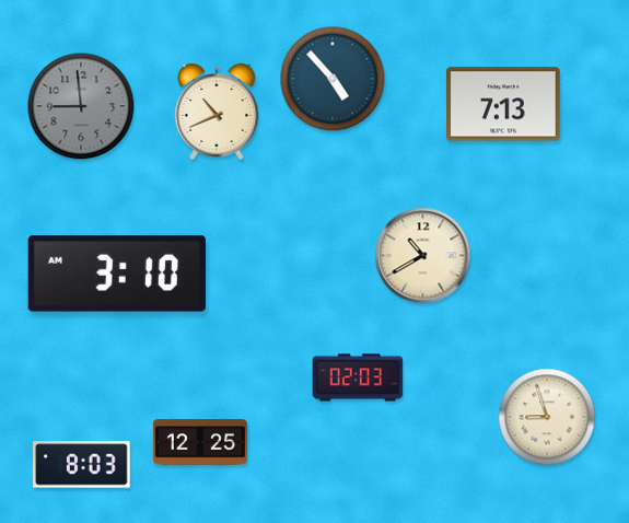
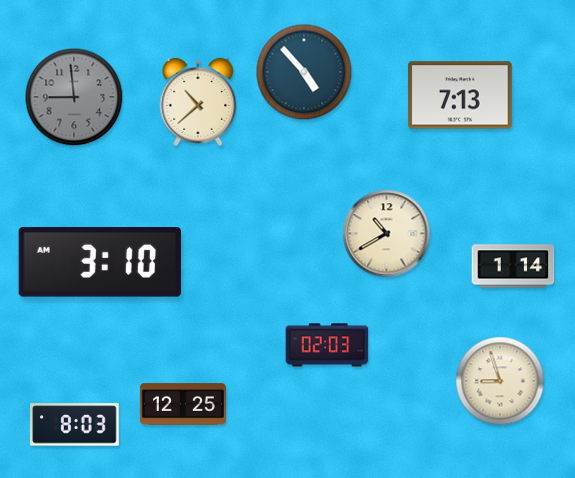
clock at (217, 112): 10:41 -> 10:38
clock at (117, 274) position: (117, 274) -> (100, 262)
clock at (513, 266): none -> 1:14
